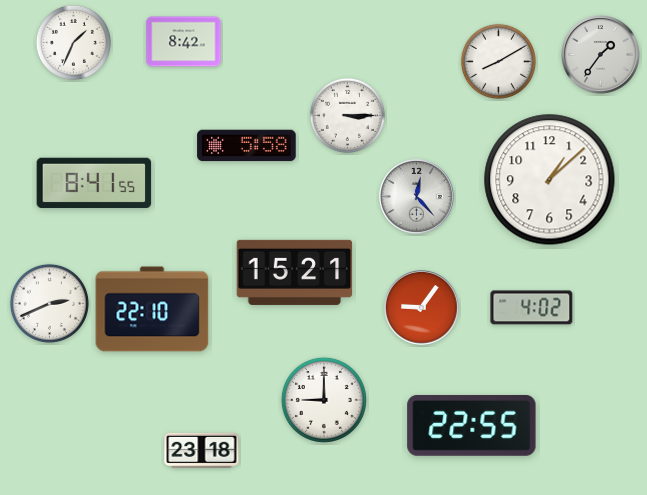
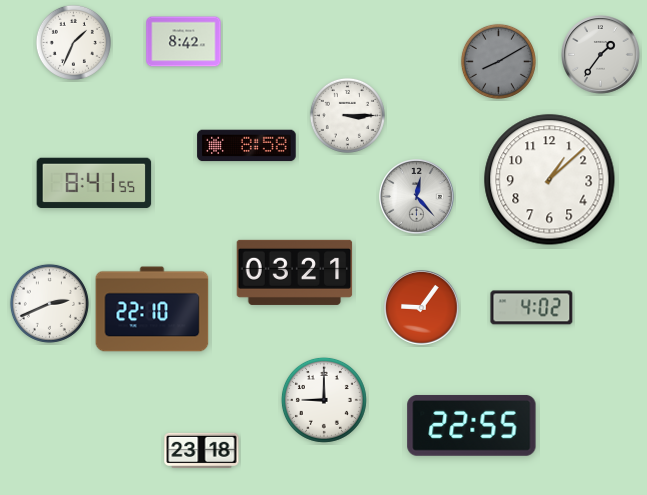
clock at (498, 61) dial: white -> grey
clock at (247, 146): 5:58 -> 8:58
clock at (295, 272): 15:21 -> 03:21
